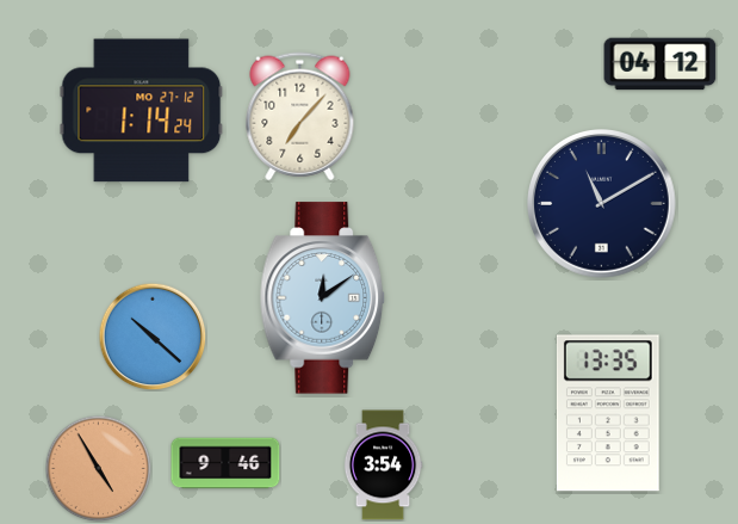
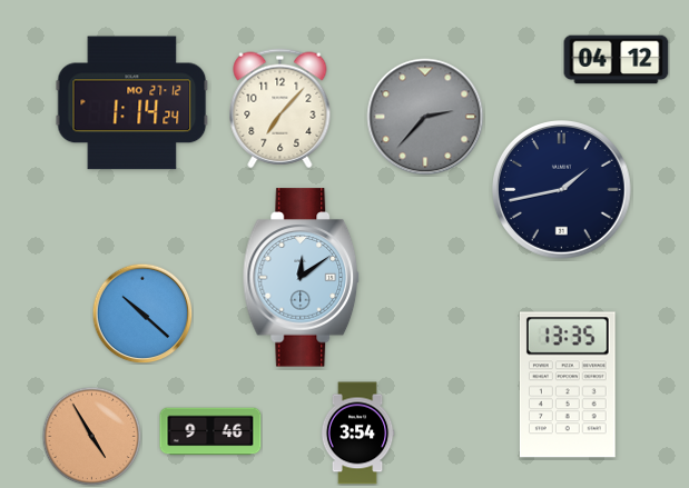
clock at (425, 117): none -> 2:37
clock at (602, 204): 11:10 -> 1:43
